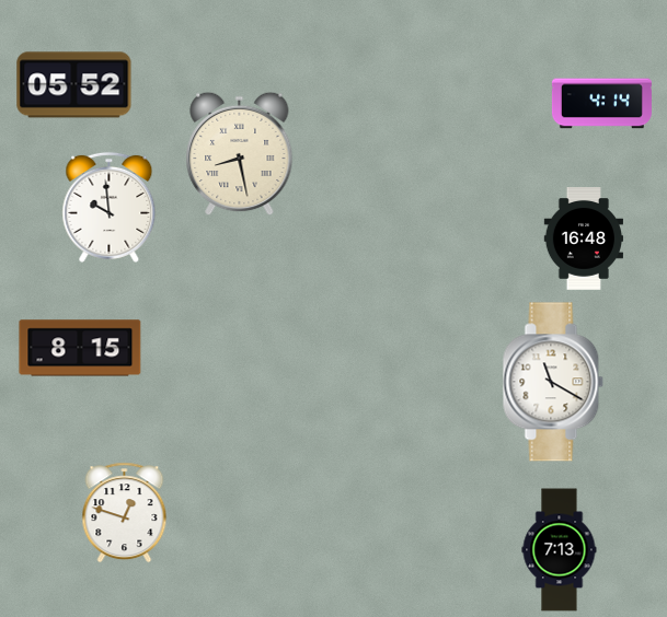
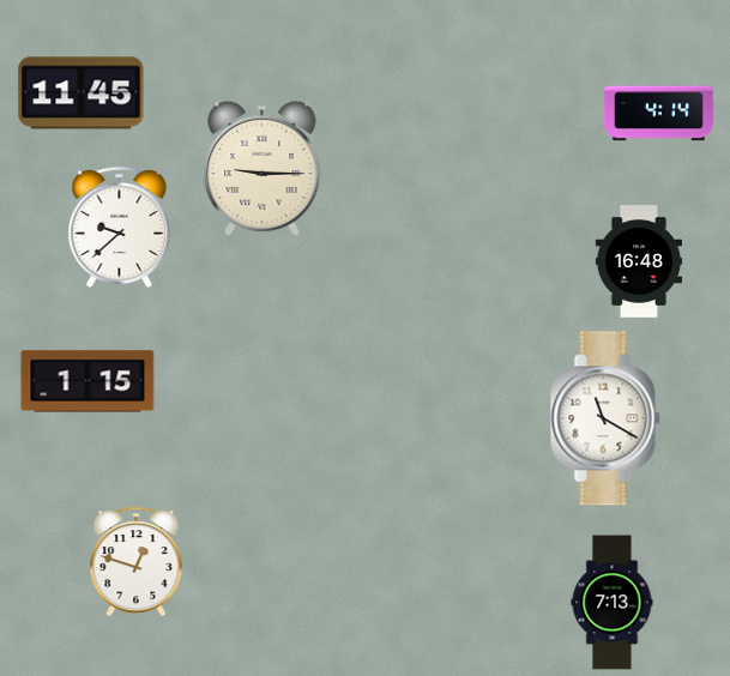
clock at (74, 85): 05:52 -> 11:45
clock at (240, 154): 8:28 -> 9:15
clock at (110, 207): 9:59 -> 9:38
clock at (80, 348): 8:15 -> 1:15
